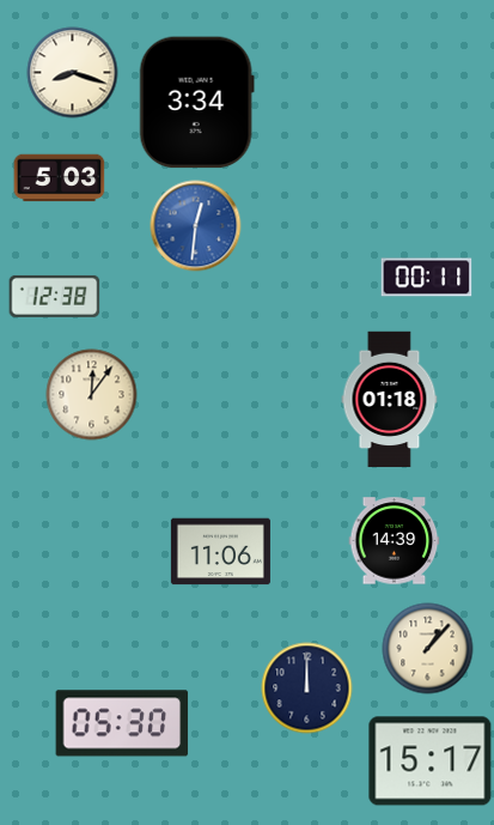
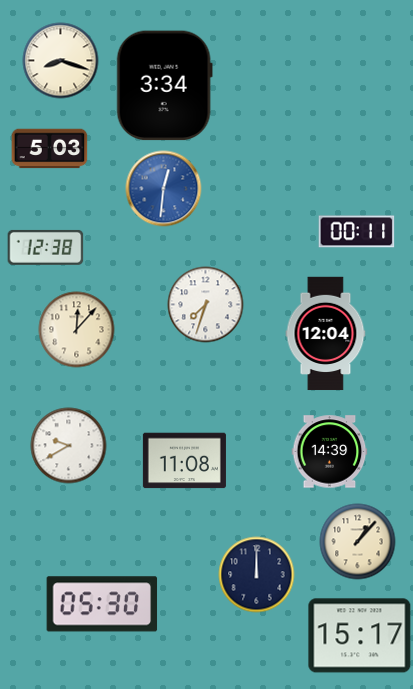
clock at (206, 305): none -> 7:33
clock at (92, 395): 12:06 -> 12:07
clock at (390, 400): 01:18 -> 12:04
clock at (69, 446): none -> 9:40
clock at (220, 552): 11:06 -> 11:08
